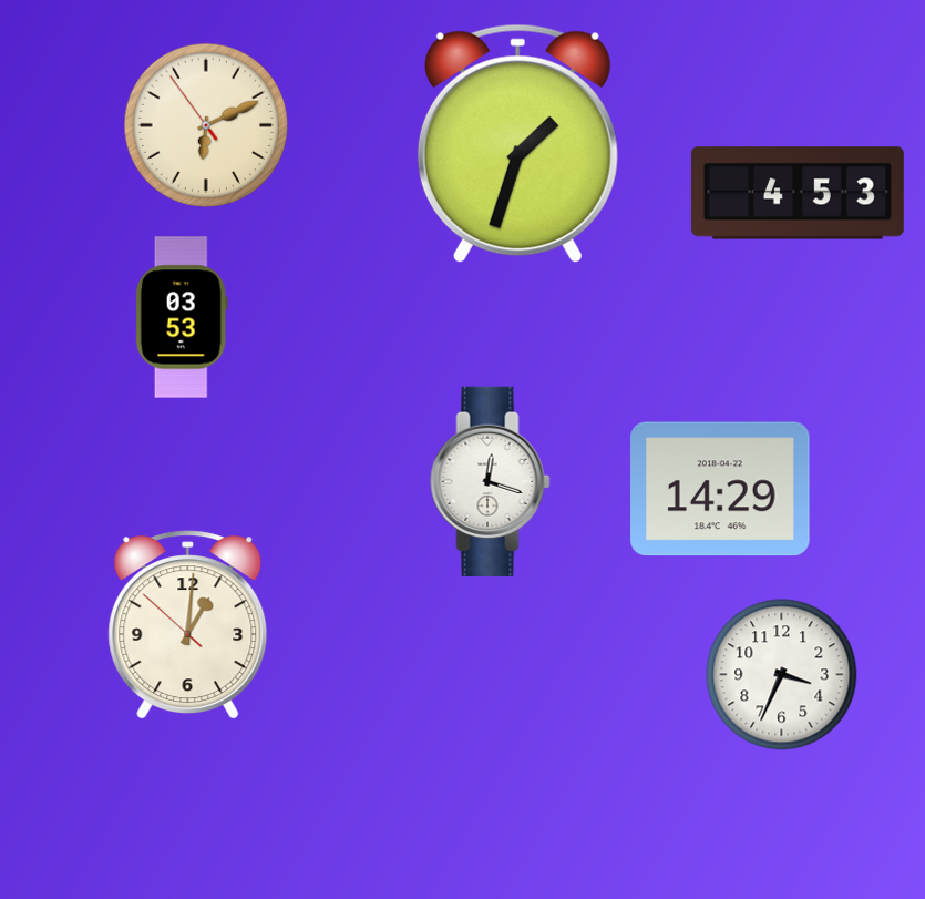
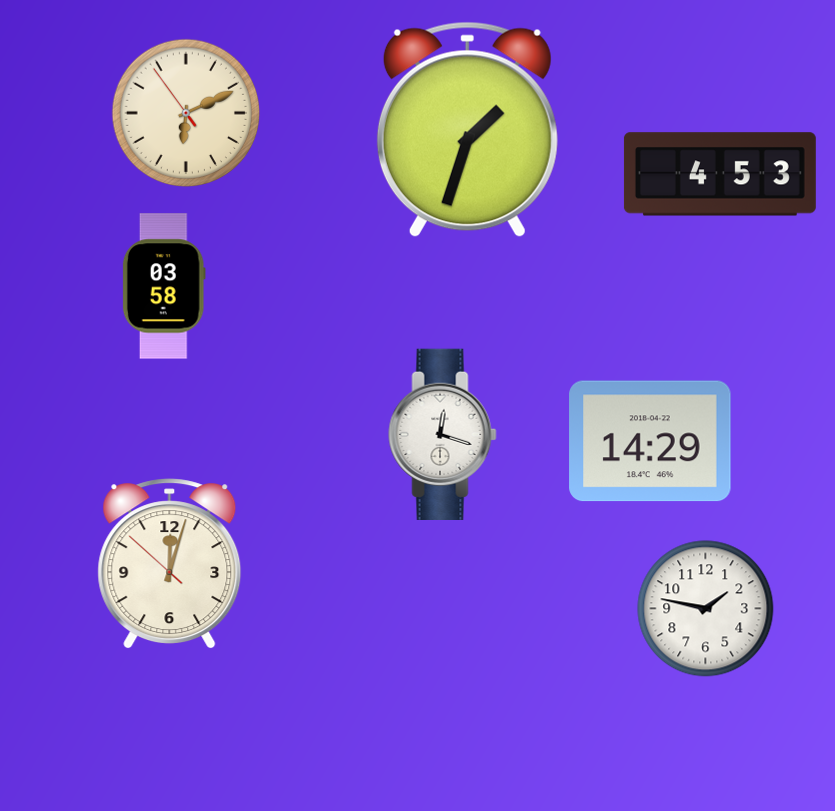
clock at (182, 317): 03:53 -> 03:58
clock at (188, 625): 1:00 -> 12:02
clock at (782, 675): 3:34 -> 1:47
